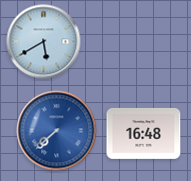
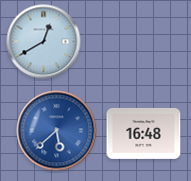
clock at (44, 42): 5:40 -> 12:40
clock at (57, 131): 7:38 -> 5:38
